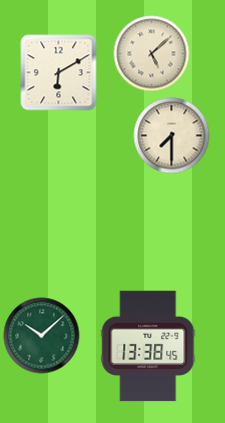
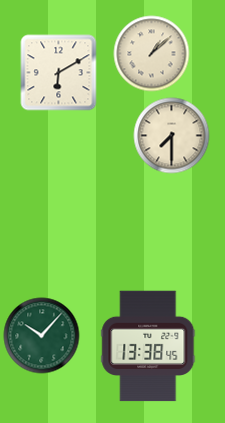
clock at (152, 54): 5:08 -> 1:08
clock at (42, 336): 10:08 -> 10:07
